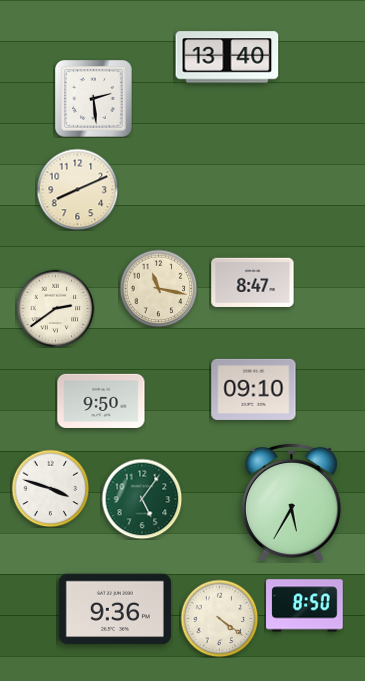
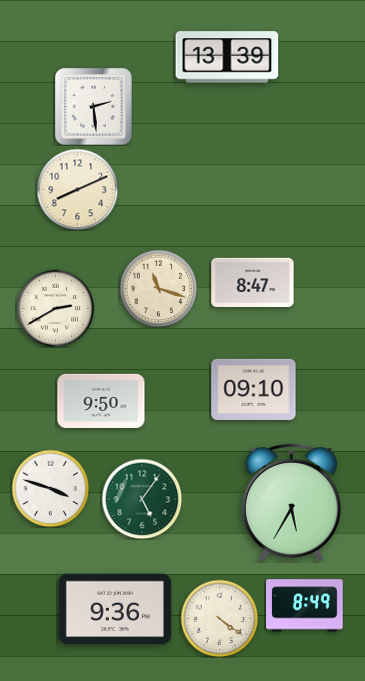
clock at (227, 57): 13:40 -> 13:39
clock at (94, 99) position: (94, 99) -> (94, 107)
clock at (158, 288): 11:17 -> 11:18
clock at (55, 308): 2:39 -> 2:40
clock at (305, 606): 8:50 -> 8:49
